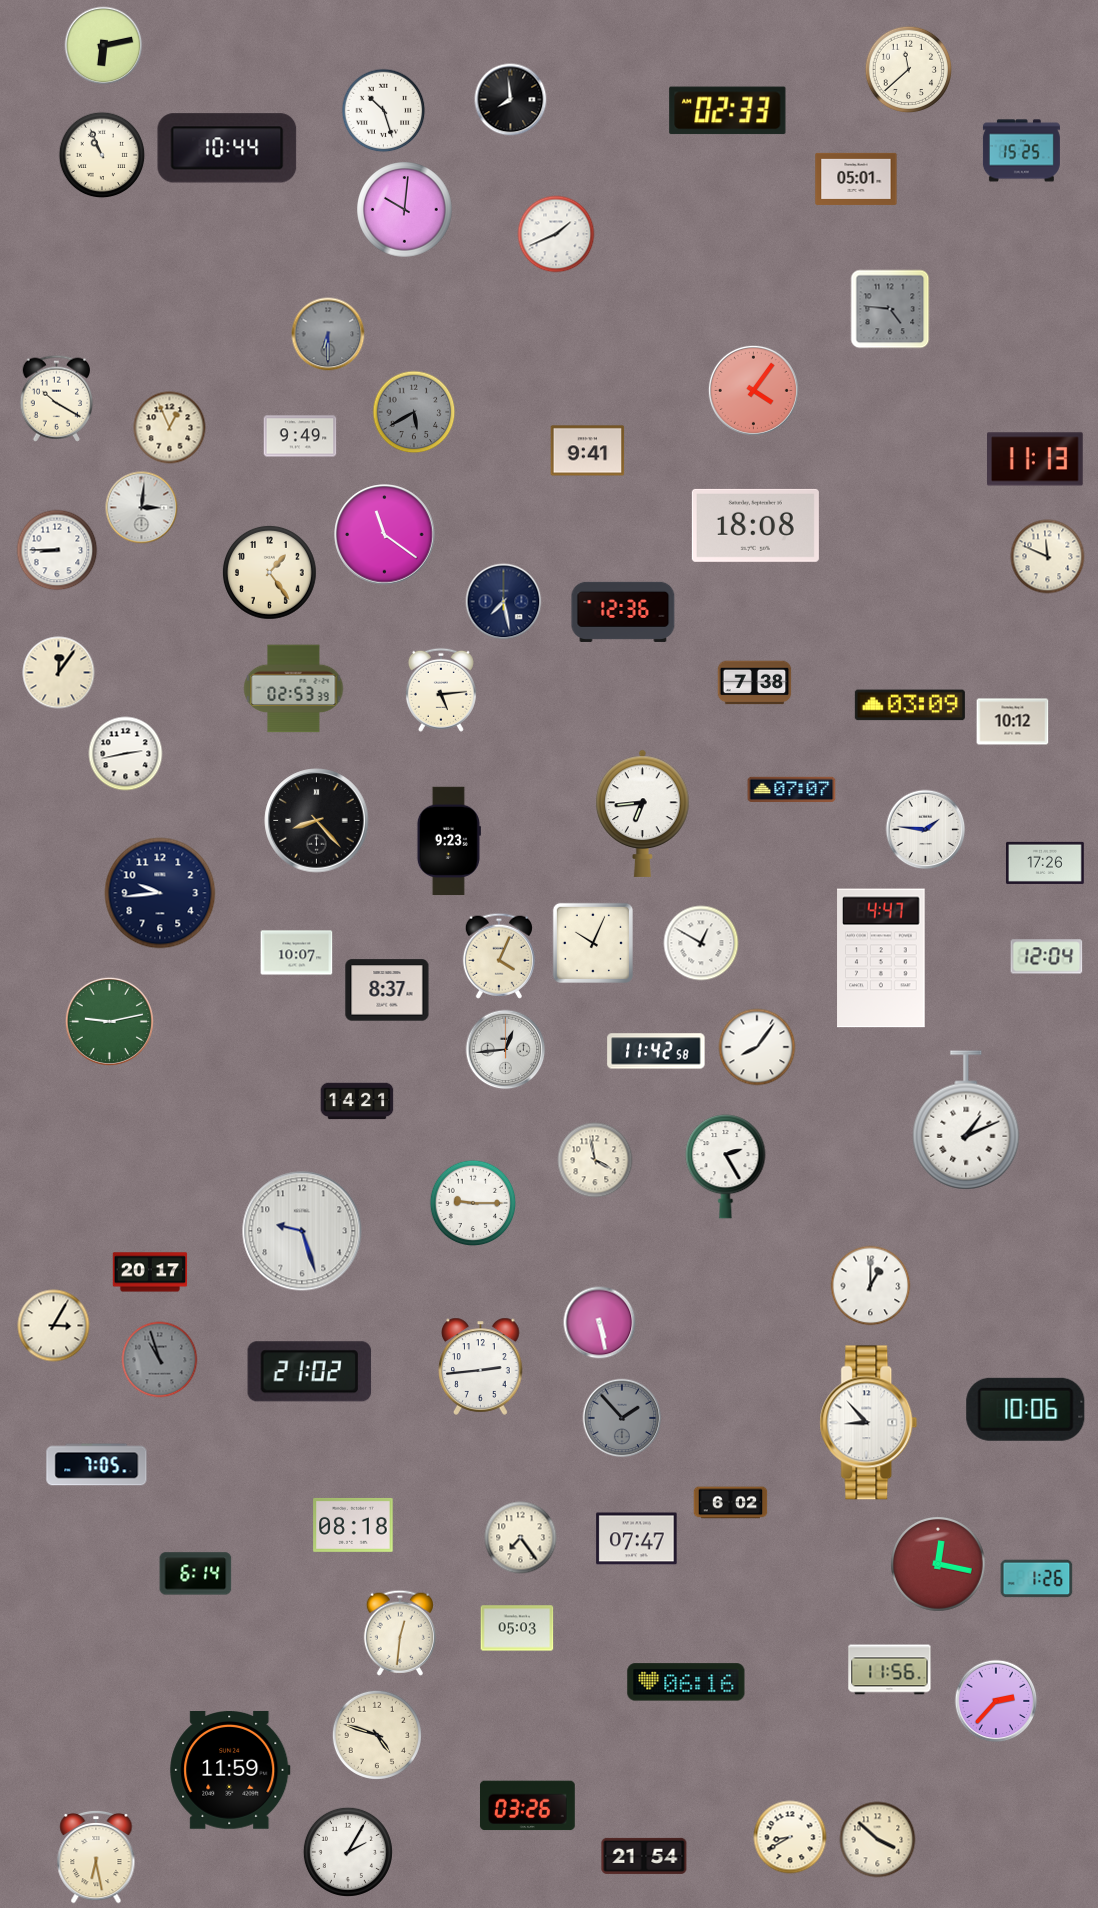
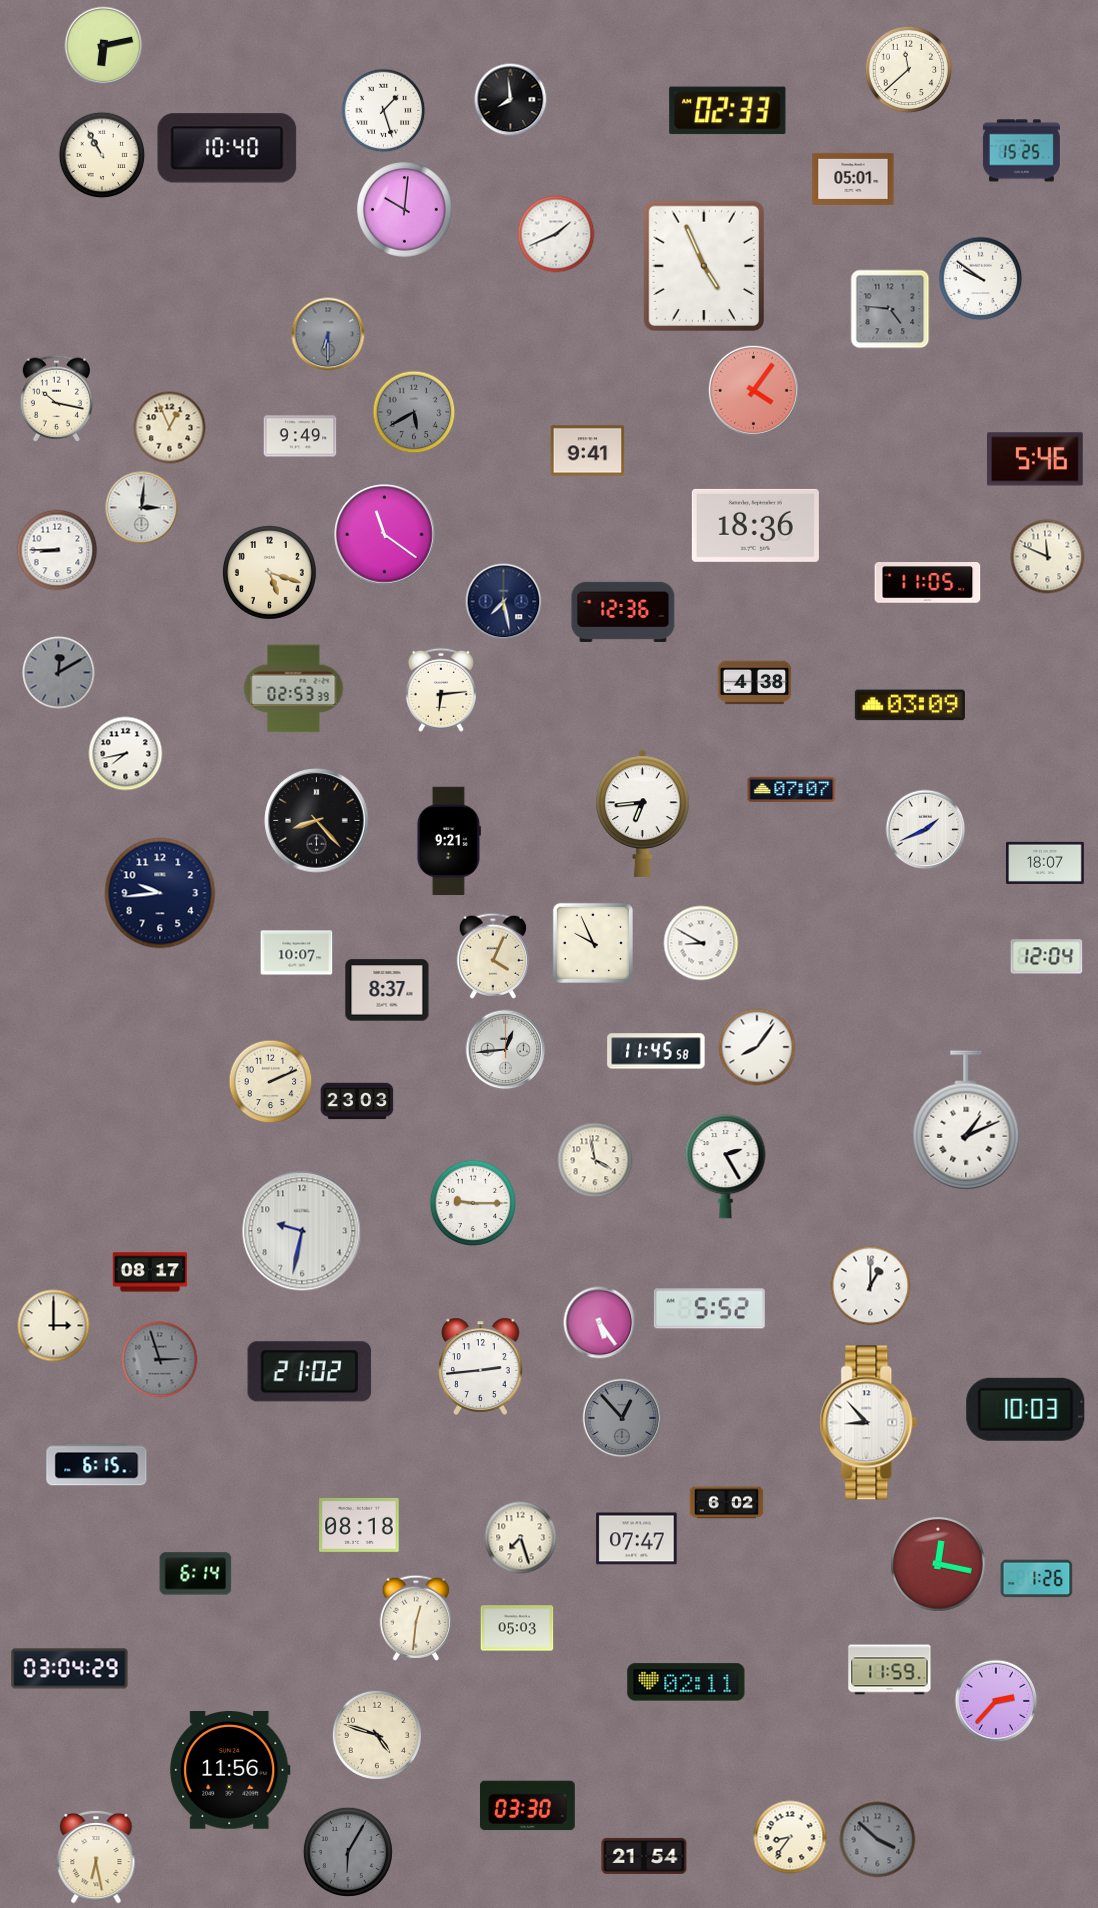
clock at (384, 111): 10:27 -> 1:27
clock at (227, 148): 10:44 -> 10:40
clock at (102, 155): 10:56 -> 10:55
clock at (856, 179) position: (856, 179) -> (853, 179)
clock at (703, 266): none -> 4:56
clock at (981, 279): none -> 9:51
clock at (57, 398): 10:20 -> 10:17
clock at (1036, 459): 11:13 -> 5:46
clock at (755, 525): 18:08 -> 18:36
clock at (270, 573): 1:24 -> 5:18
clock at (928, 583): none -> 11:05
clock at (59, 673): 12:06 -> 12:10
clock at (59, 673) dial: cream -> grey
clock at (755, 683): 7:38 -> 4:38
clock at (441, 690): 5:14 -> 6:14
clock at (1013, 722): 10:12 -> none
clock at (126, 754): 2:43 -> 7:43
clock at (926, 830): 1:46 -> 1:41
clock at (448, 841): 9:23 -> 9:21
clock at (1046, 863): 17:26 -> 18:07
clock at (593, 943): 10:04 -> 9:56
clock at (701, 943): 12:50 -> 8:50
clock at (499, 956) position: (499, 956) -> (493, 956)
clock at (881, 958): 4:47 -> none
clock at (109, 1021): 9:13 -> none
clock at (656, 1051): 11:42 -> 11:45
clock at (271, 1082): none -> 2:11
clock at (357, 1101): 14:21 -> 23:03
clock at (302, 1231): 9:27 -> 9:32
clock at (150, 1272): 20:17 -> 08:17
clock at (709, 1309): none -> 5:52
clock at (600, 1323): 5:28 -> 5:24
clock at (54, 1326): 3:05 -> 3:00
clock at (160, 1360): 10:57 -> 2:57
clock at (1026, 1409): 10:06 -> 10:03
clock at (622, 1418): 1:53 -> 12:53
clock at (97, 1465): 7:05 -> 6:15
clock at (731, 1503) position: (731, 1503) -> (727, 1503)
clock at (353, 1525) position: (353, 1525) -> (359, 1525)
clock at (521, 1538): 7:24 -> 7:27
clock at (400, 1633) position: (400, 1633) -> (416, 1618)
clock at (70, 1669): none -> 03:04
clock at (890, 1670): 11:56 -> 11:59
clock at (686, 1682): 06:16 -> 02:11
clock at (230, 1771): 11:59 -> 11:56
clock at (527, 1806): 03:26 -> 03:30
clock at (790, 1837): 8:40 -> 8:36
clock at (878, 1840) dial: cream -> grey
clock at (348, 1852): 2:05 -> 6:05
clock at (348, 1852) dial: white -> grey
